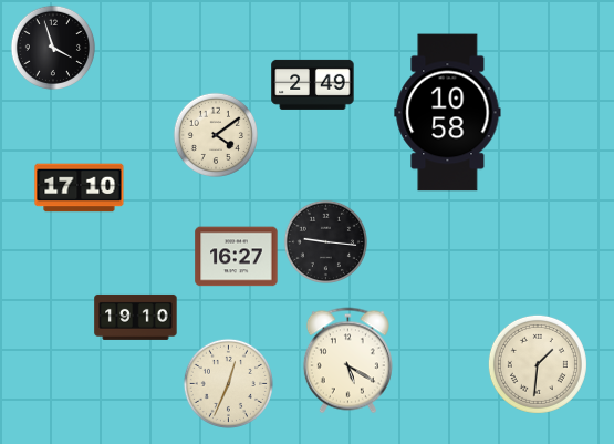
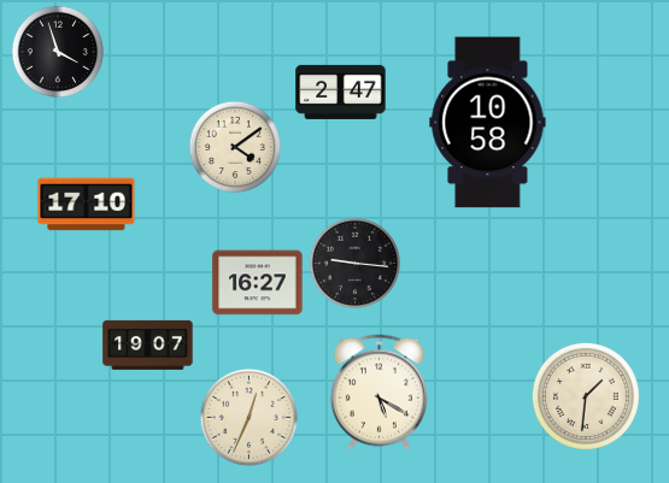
clock at (313, 84): 2:49 -> 2:47
clock at (237, 257) position: (237, 257) -> (258, 283)
clock at (136, 317): 19:10 -> 19:07
